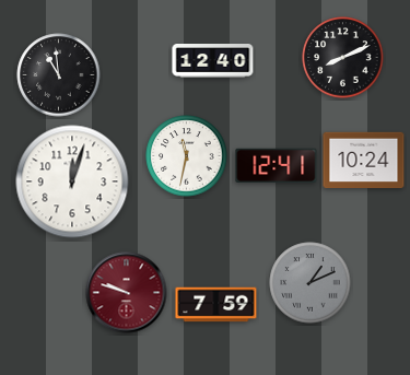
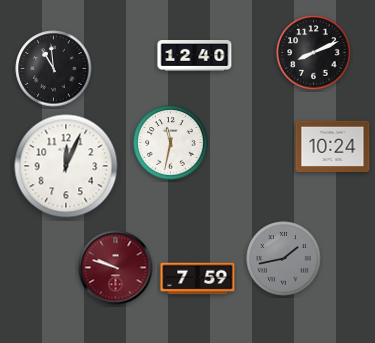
clock at (277, 165): 12:41 -> none
clock at (72, 181): 12:03 -> 12:04
clock at (311, 283): 1:11 -> 1:43
